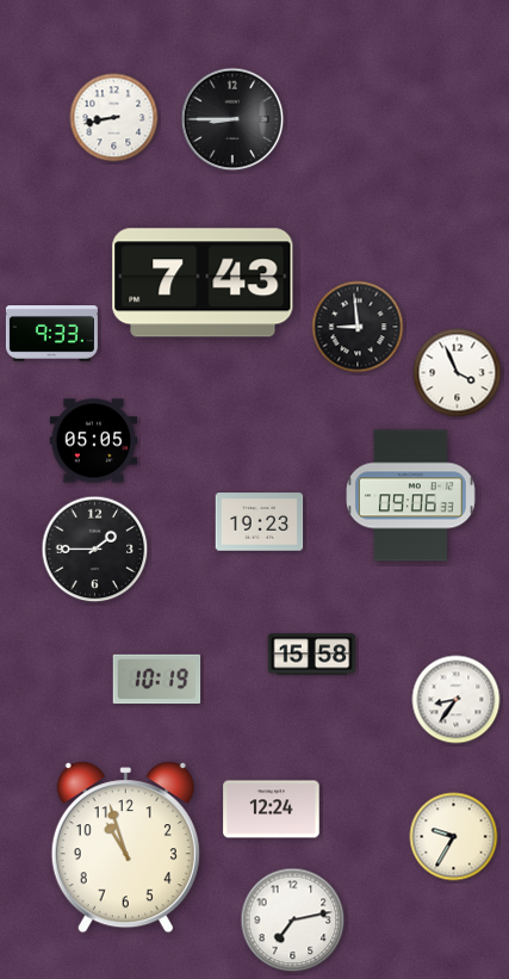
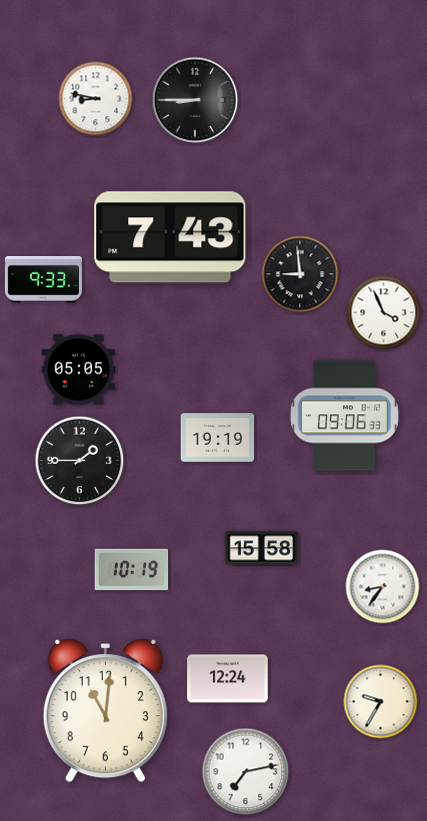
clock at (114, 118): 8:43 -> 8:47
clock at (260, 522): 19:23 -> 19:19
clock at (125, 848): 10:57 -> 11:01
